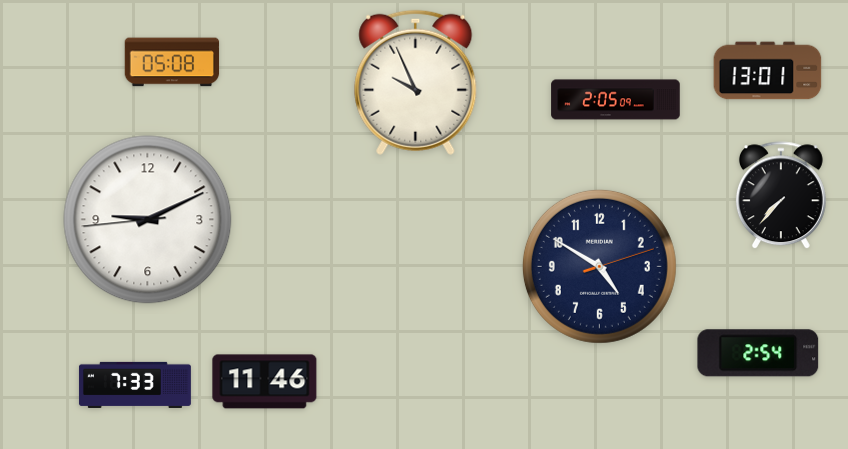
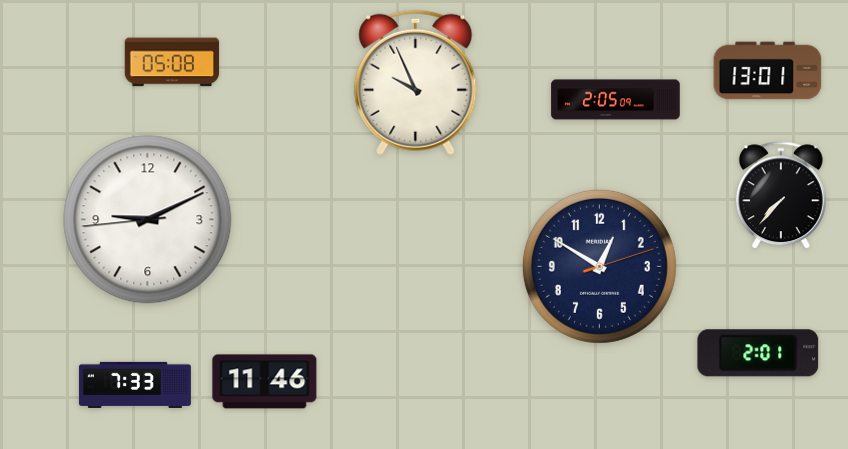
clock at (599, 266): 4:50 -> 12:50
clock at (758, 353): 2:54 -> 2:01
